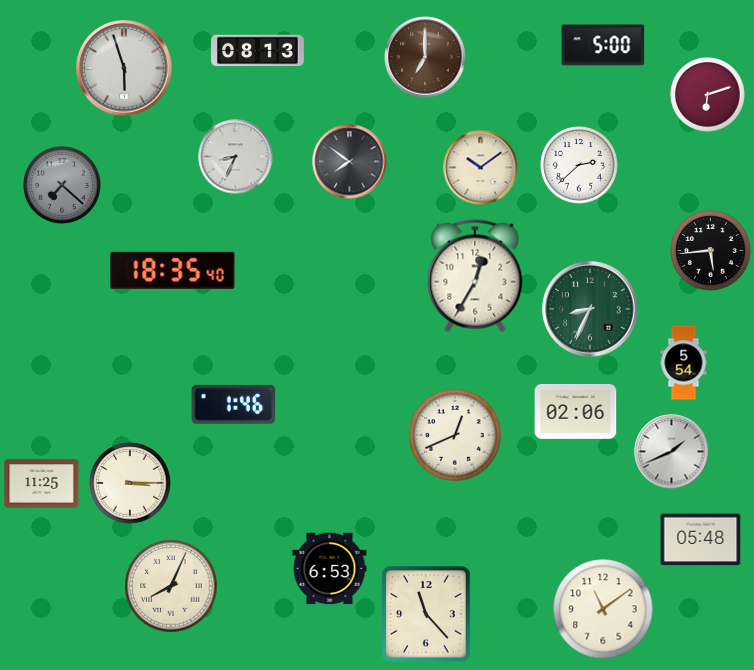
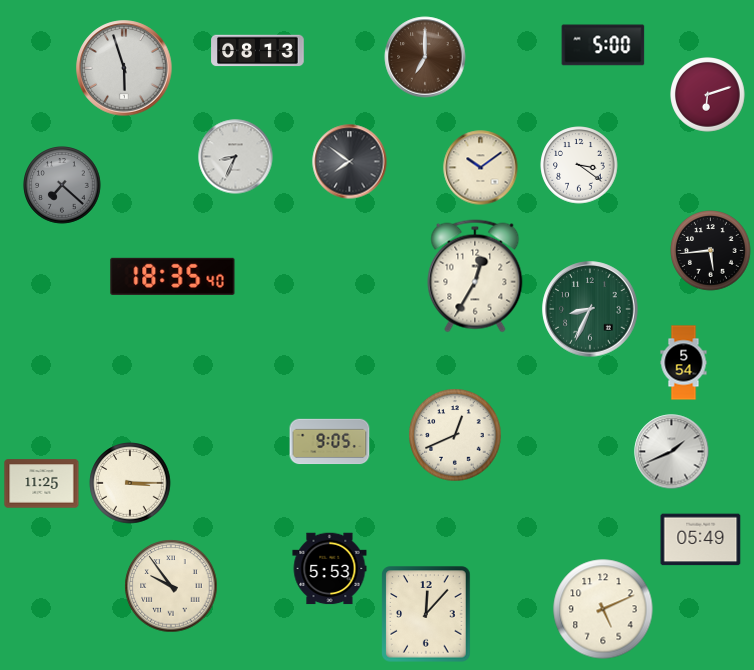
clock at (579, 165): 2:38 -> 3:21
clock at (173, 270) position: (173, 270) -> (173, 276)
clock at (234, 404): 1:46 -> none
clock at (576, 412): 02:06 -> none
clock at (330, 442): none -> 9:05
clock at (701, 540): 05:48 -> 05:49
clock at (330, 569): 6:53 -> 5:53
clock at (171, 586): 8:04 -> 9:54
clock at (603, 609): 11:09 -> 5:11
clock at (426, 614): 11:23 -> 12:07
